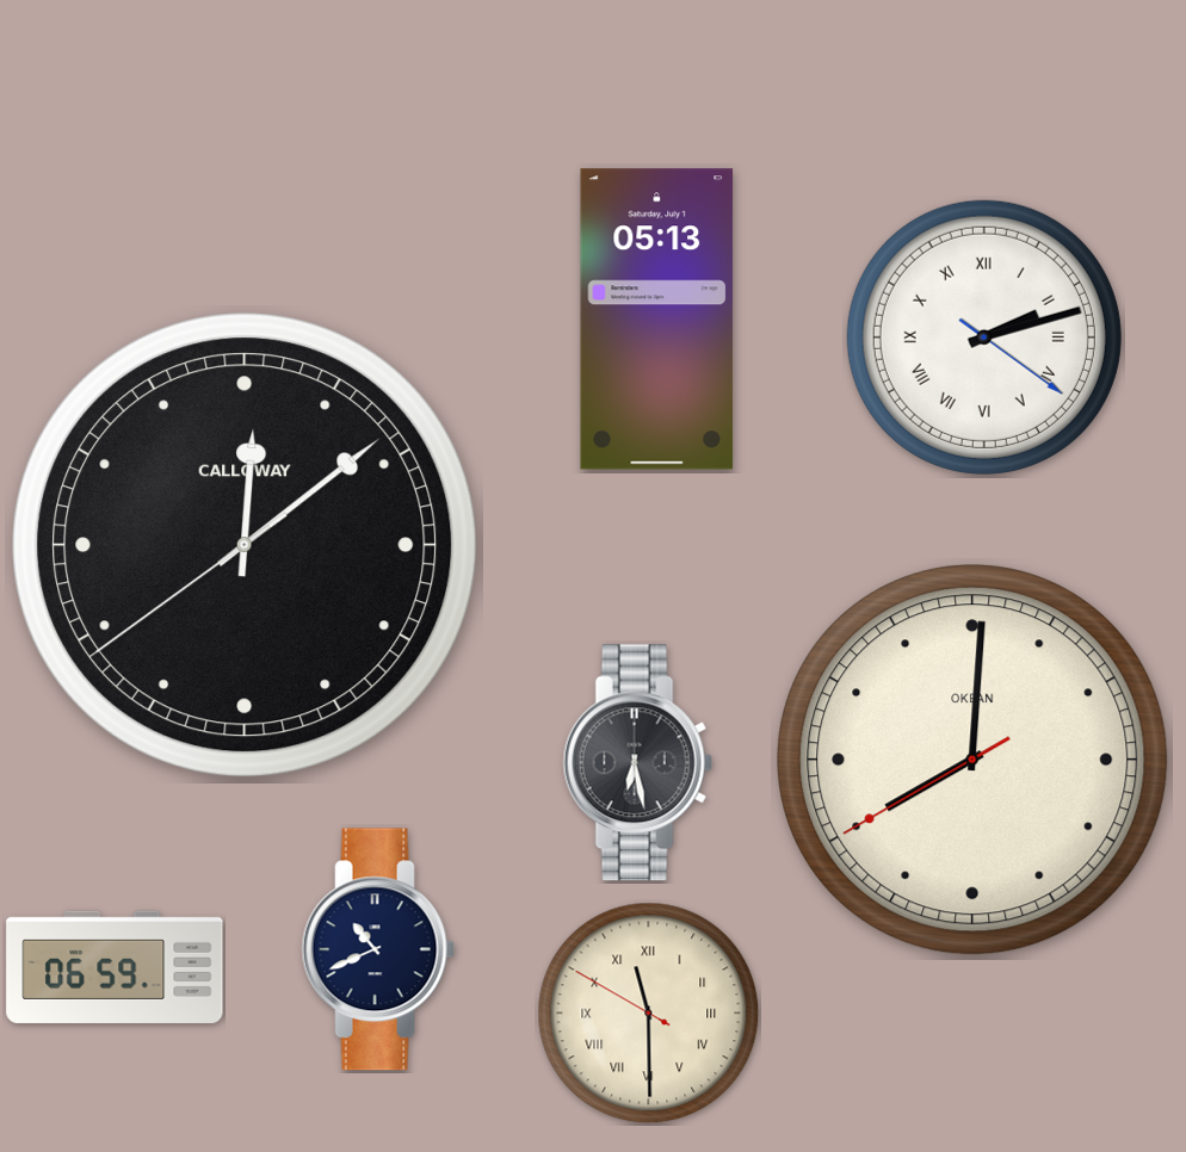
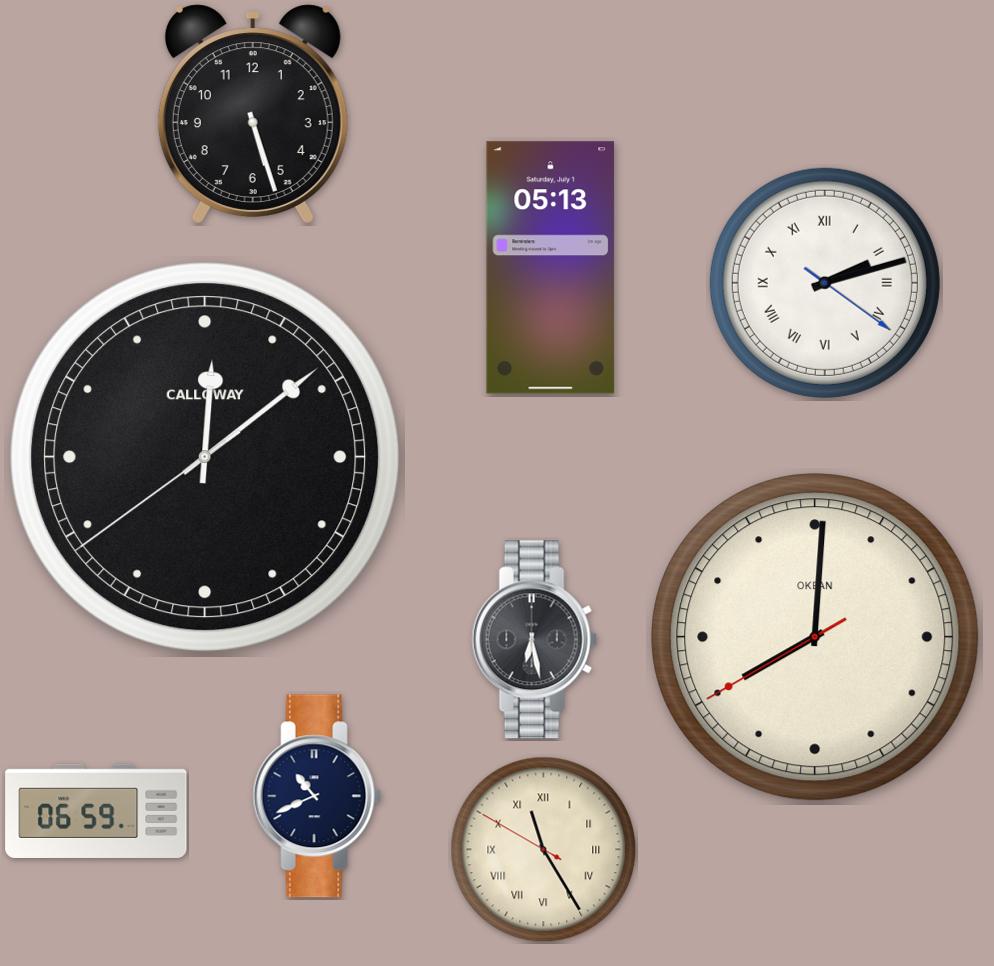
clock at (253, 114): none -> 5:27
clock at (649, 1014): 11:29 -> 11:24
